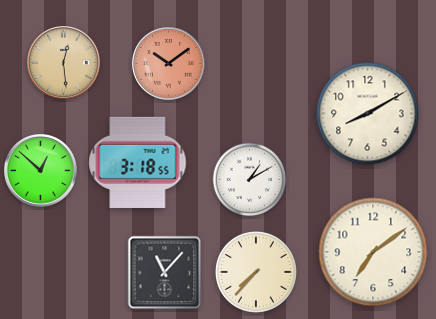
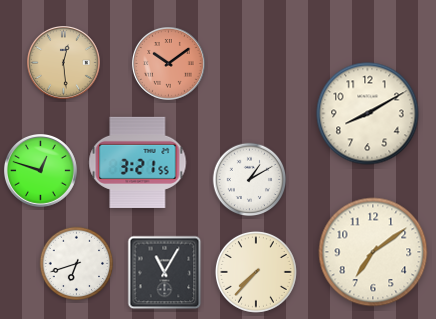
clock at (138, 162): 3:18 -> 3:21
clock at (41, 171): 12:52 -> 12:48
clock at (77, 264): none -> 6:42
clock at (165, 273): 11:07 -> 11:05
